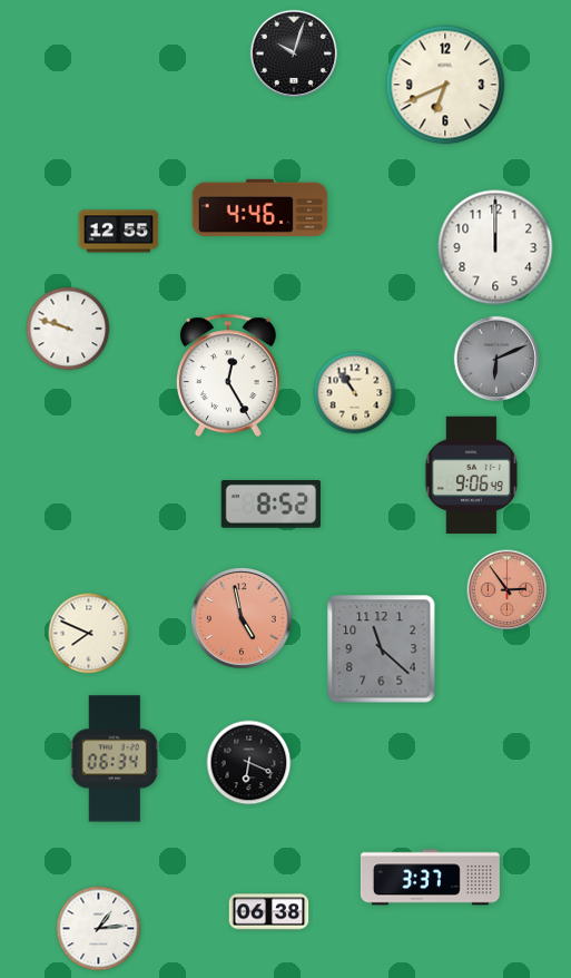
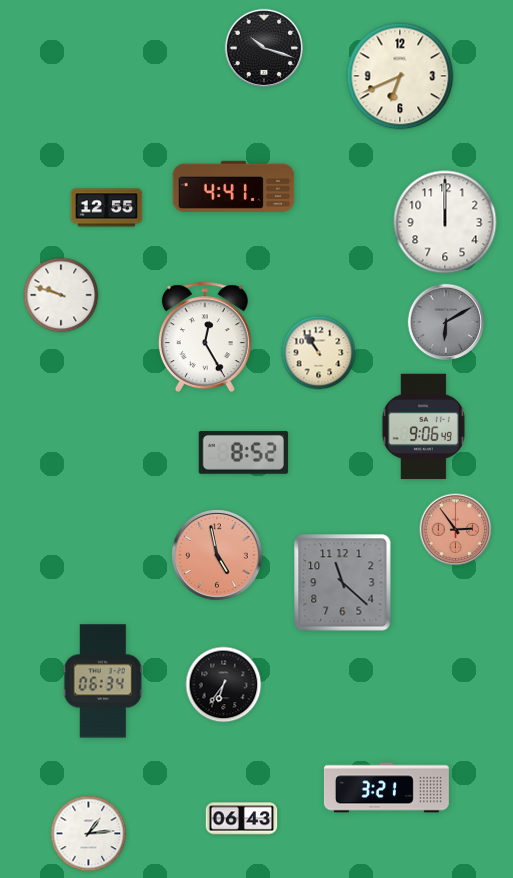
clock at (293, 52): 10:03 -> 10:18
clock at (260, 207): 4:46 -> 4:41
clock at (496, 359): 6:11 -> 6:10
clock at (89, 634): 7:49 -> none
clock at (249, 763): 6:19 -> 6:36
clock at (430, 878): 3:37 -> 3:21
clock at (269, 912): 06:38 -> 06:43
